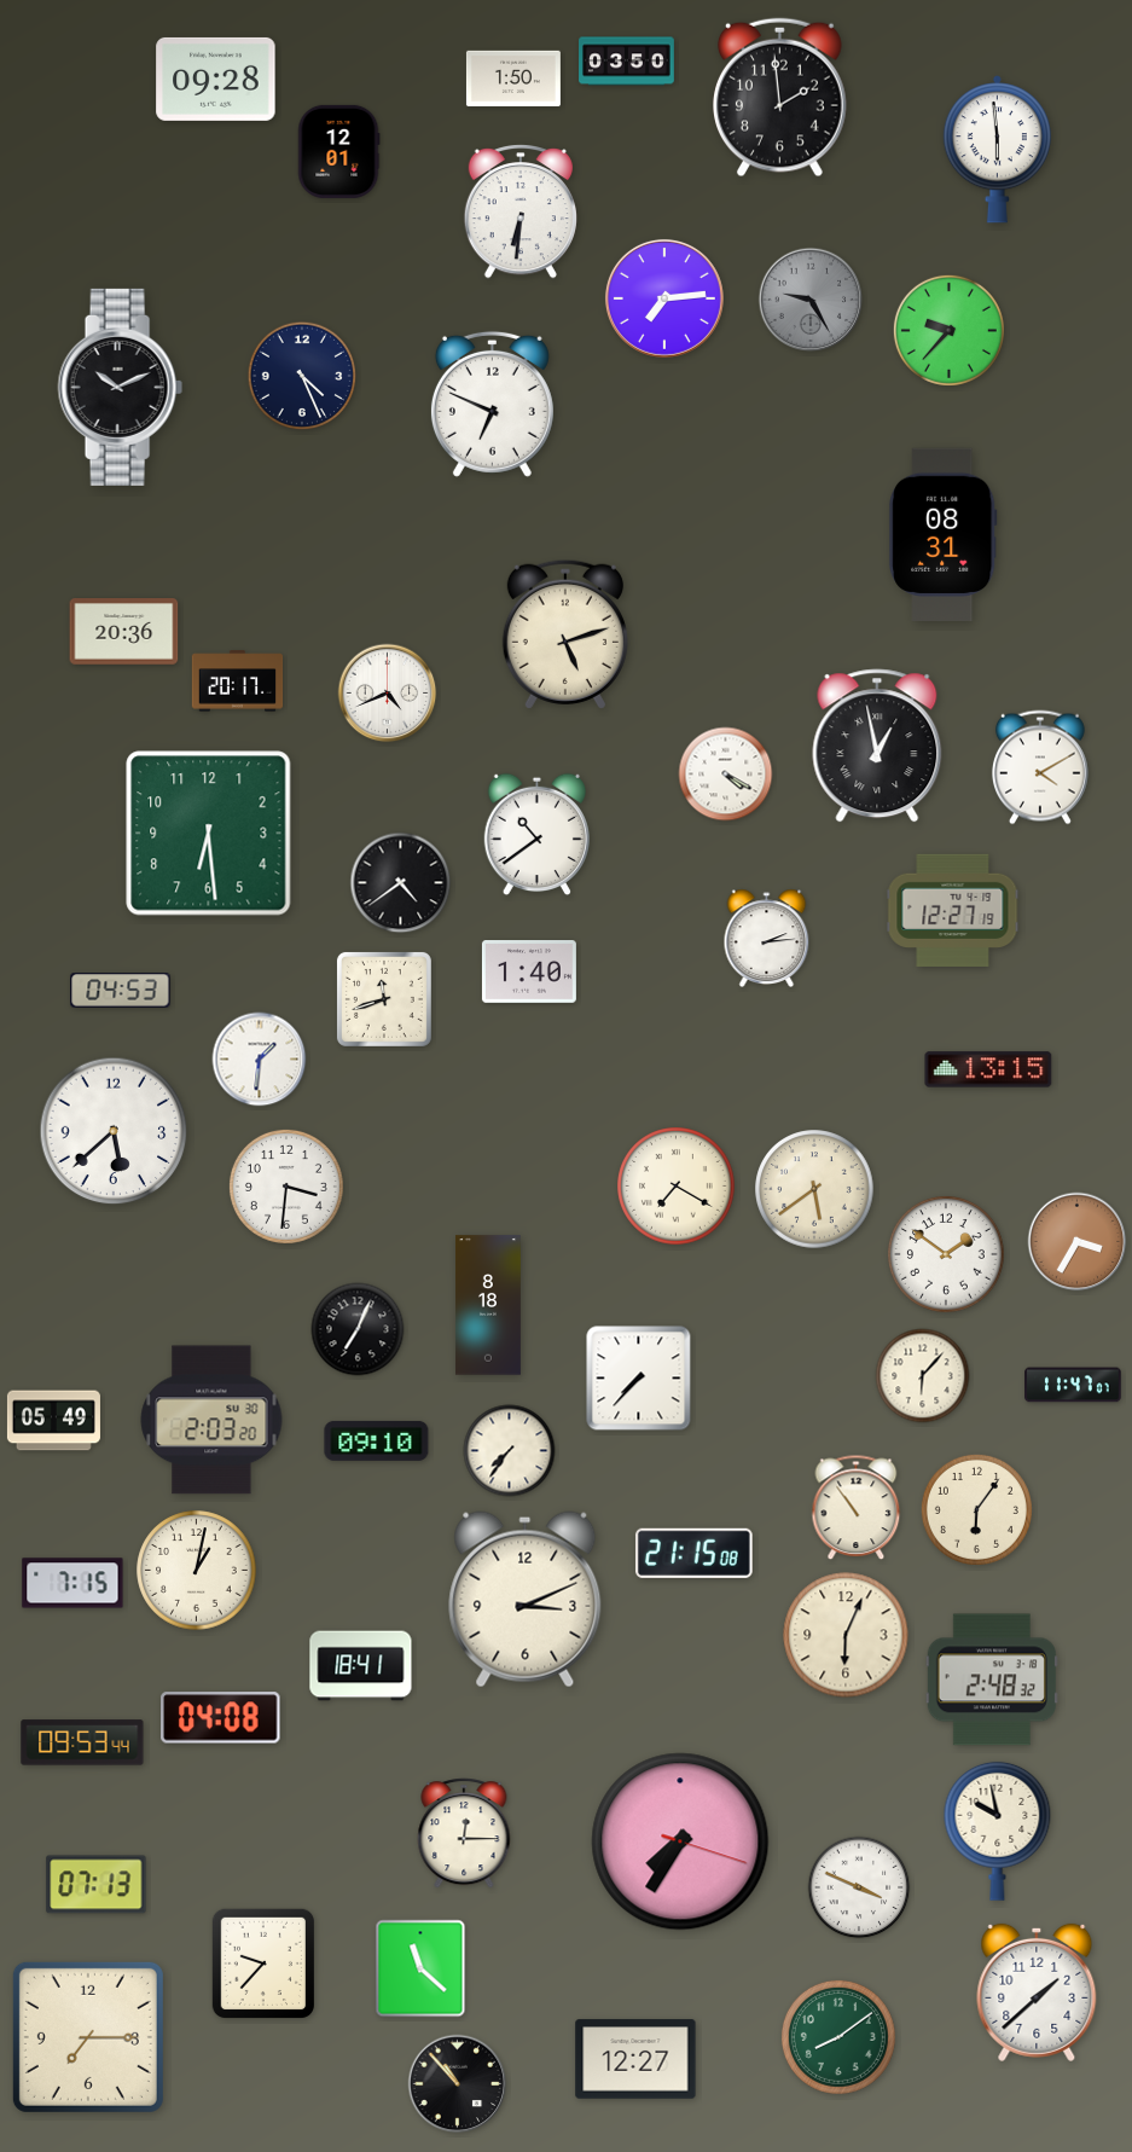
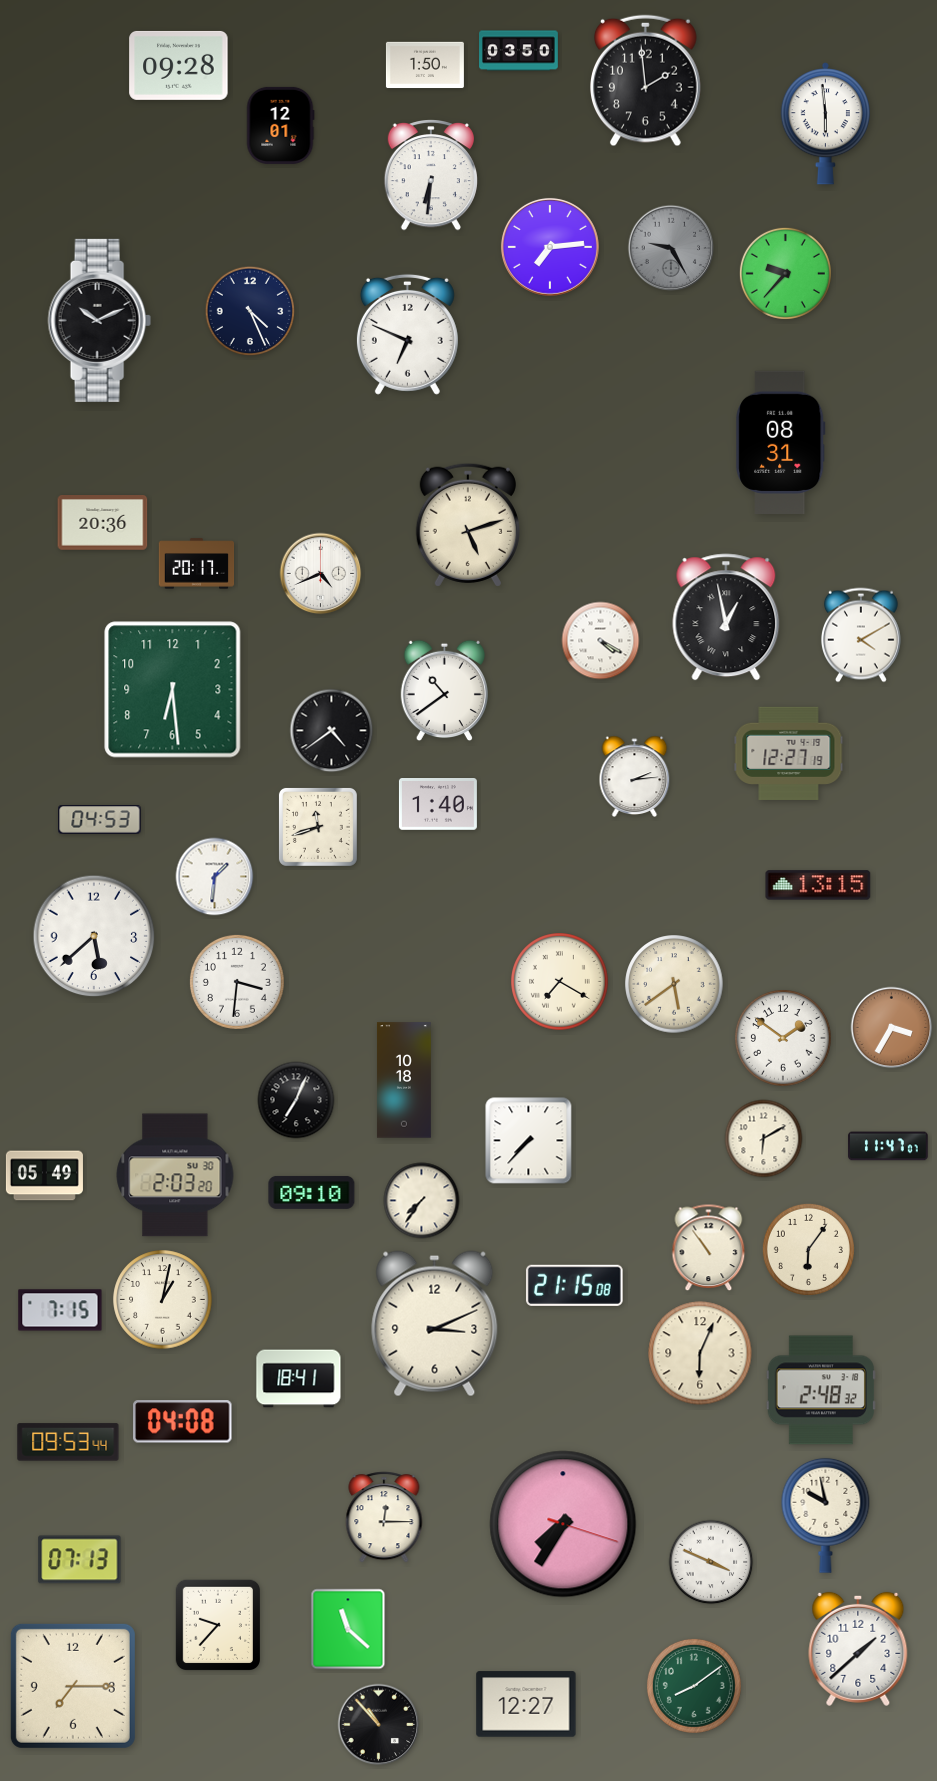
clock at (488, 1305): 8:18 -> 10:18
clock at (923, 1376): 6:07 -> 6:10
